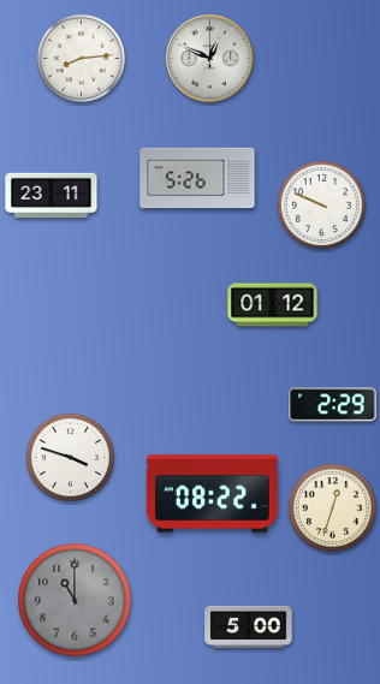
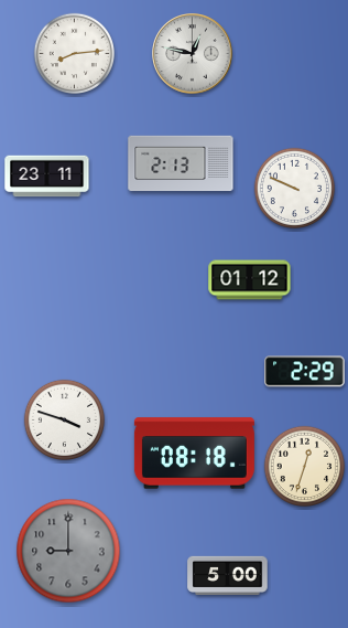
clock at (210, 59): 12:49 -> 12:47
clock at (197, 178): 5:26 -> 2:13
clock at (52, 196) position: (52, 196) -> (47, 177)
clock at (212, 494): 08:22 -> 08:18
clock at (75, 600): 11:00 -> 9:00
